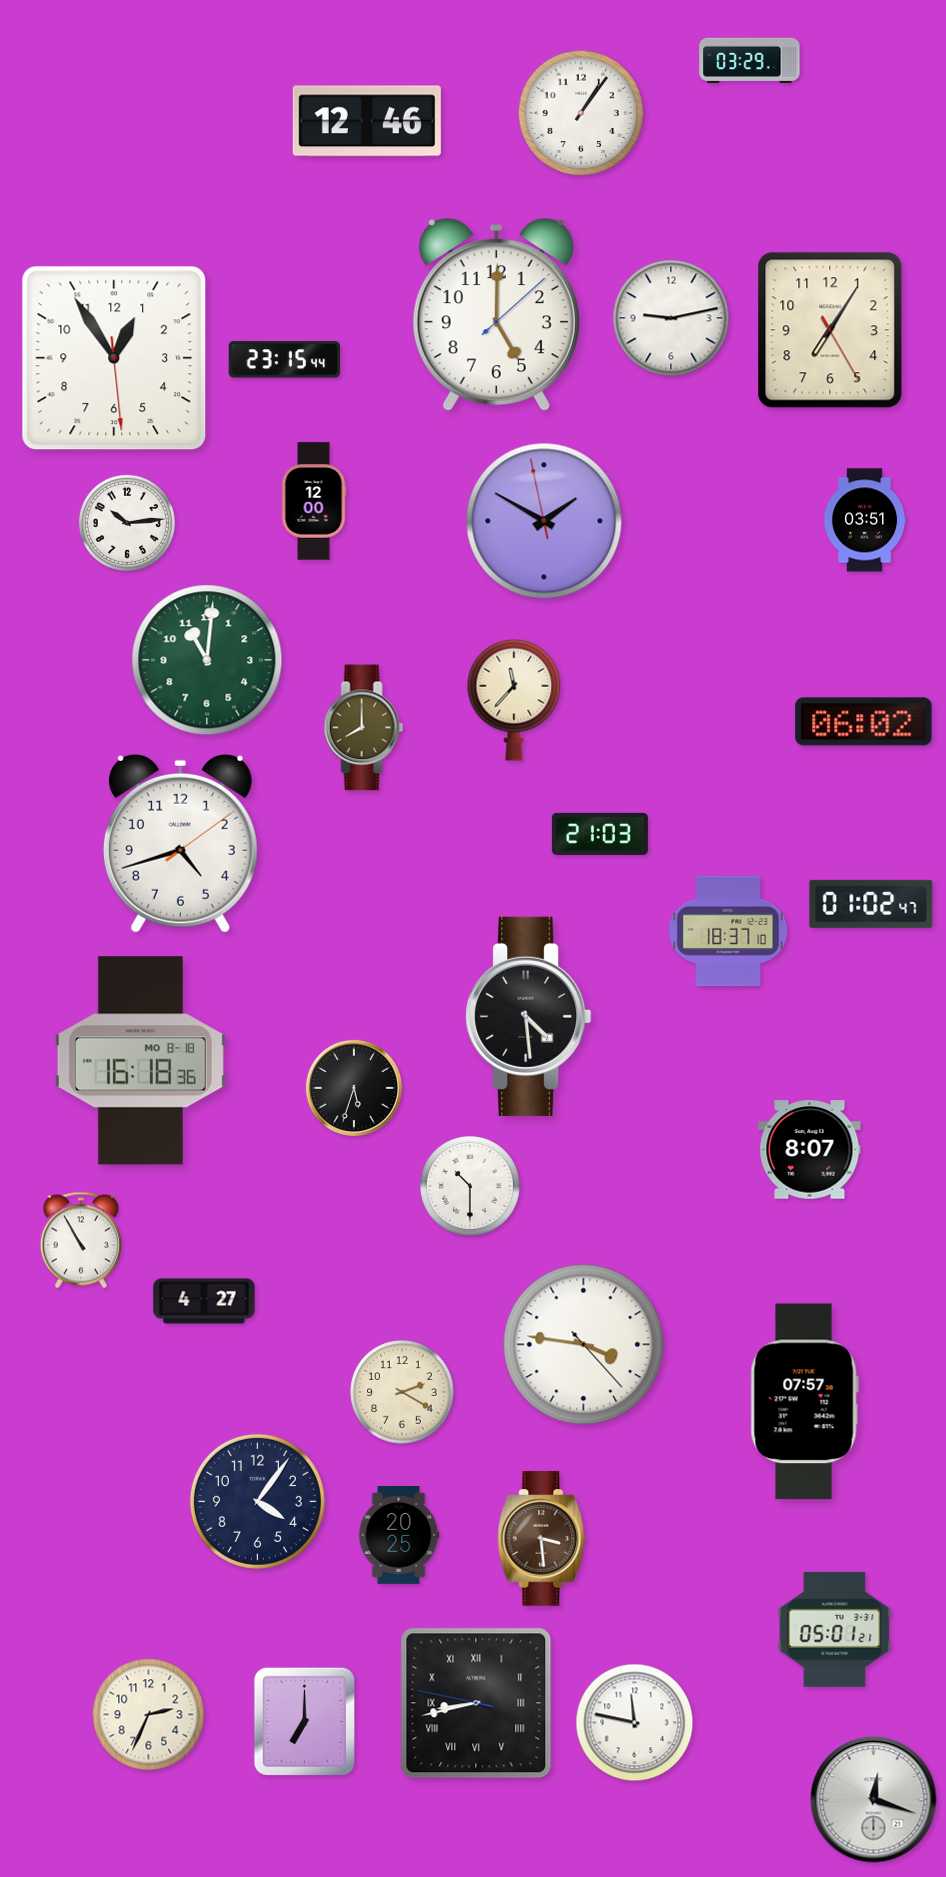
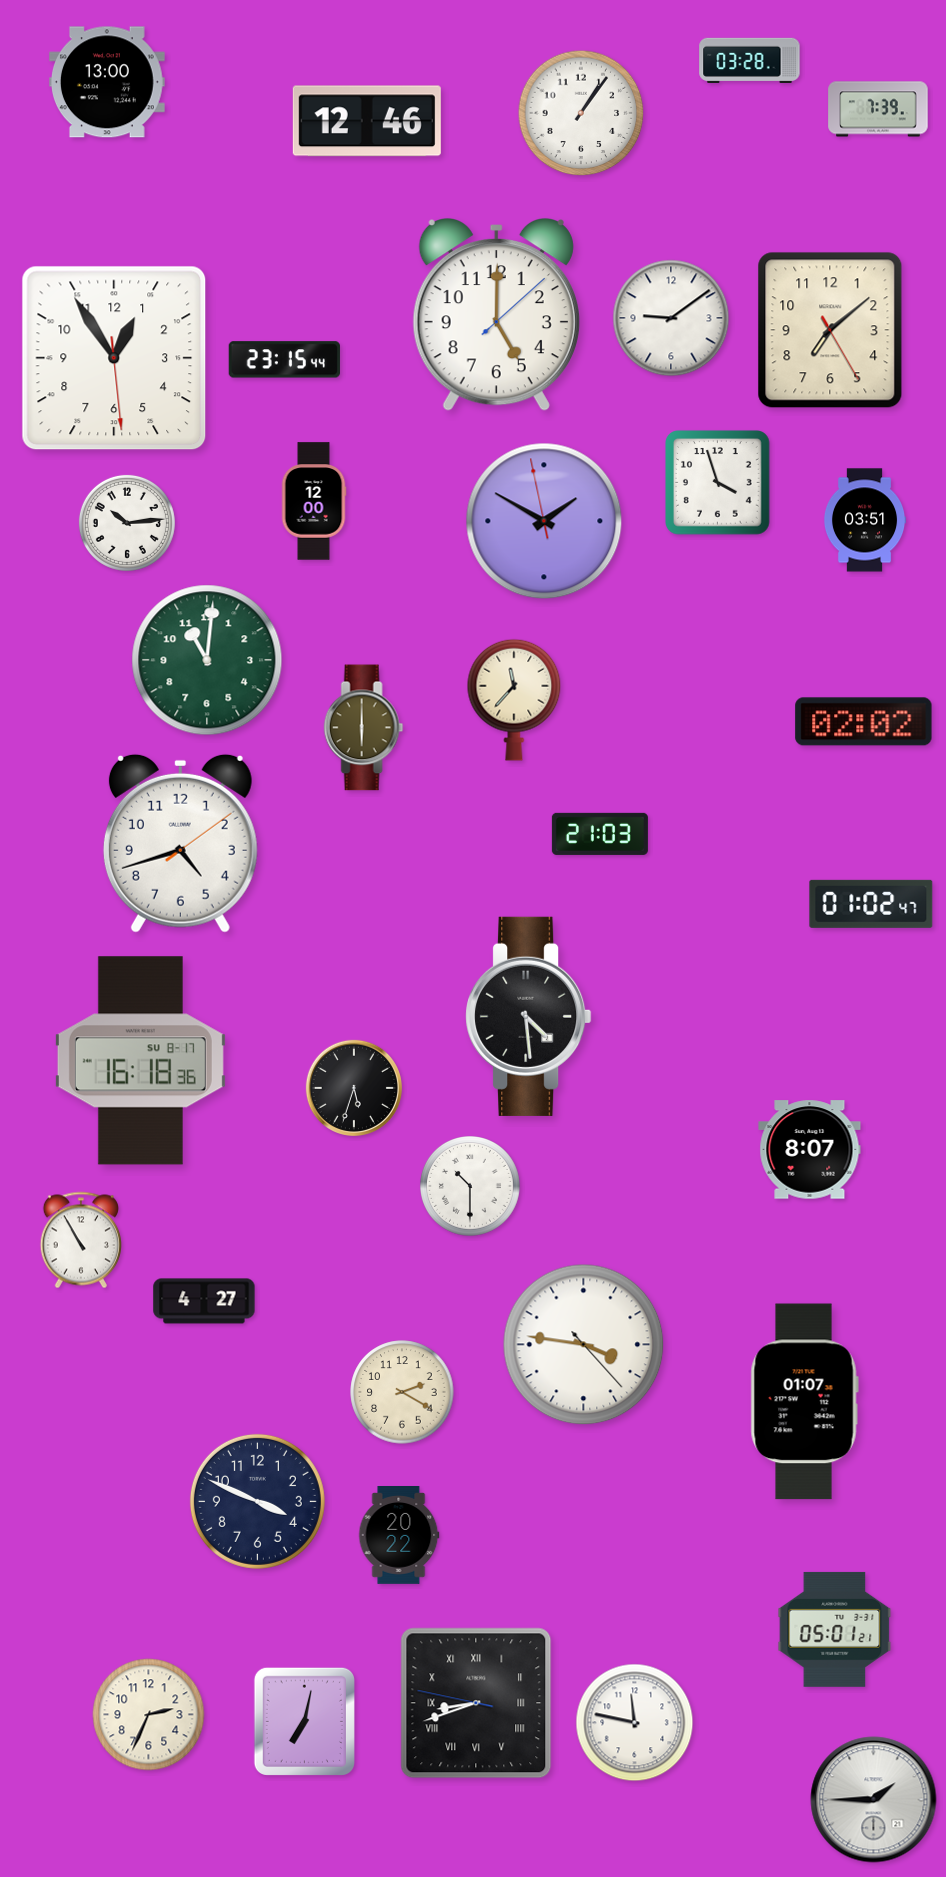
clock at (750, 60): 03:29 -> 03:28
clock at (107, 82): none -> 13:00
clock at (878, 109): none -> 7:39
clock at (671, 318): 9:13 -> 9:09
clock at (830, 330): 7:05 -> 7:08
clock at (718, 483): none -> 3:57
clock at (864, 722): 06:02 -> 02:02
clock at (364, 728): 8:00 -> 6:00
clock at (728, 931): 18:37 -> none
clock at (140, 1061) date: MO 8-18 -> SU 8-17
clock at (804, 1402): 07:57 -> 01:07
clock at (257, 1501): 4:06 -> 3:49
clock at (399, 1536): 20:25 -> 20:22
clock at (542, 1539): 3:29 -> none
clock at (476, 1703): 8:42 -> 8:41
clock at (304, 1721): 7:00 -> 7:02
clock at (874, 1800): 12:18 -> 1:45
